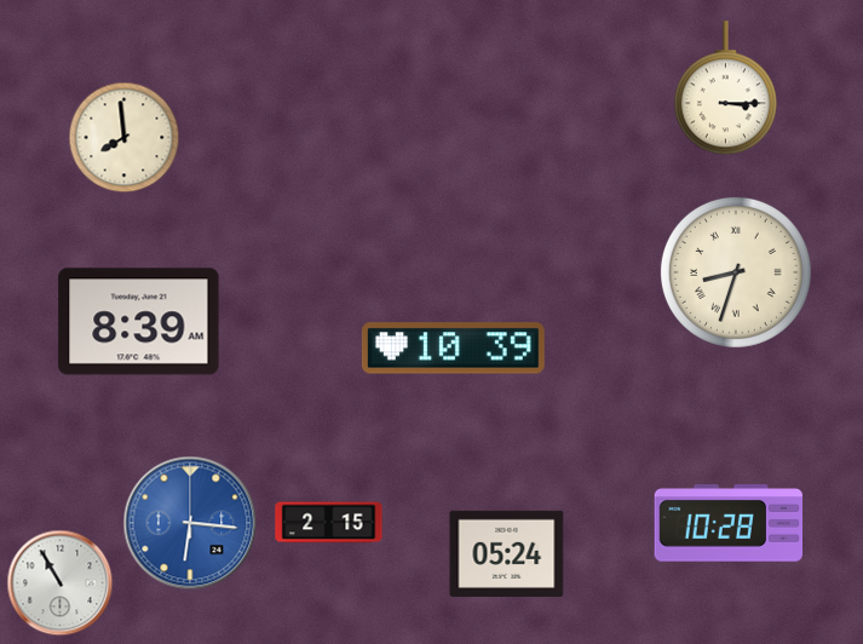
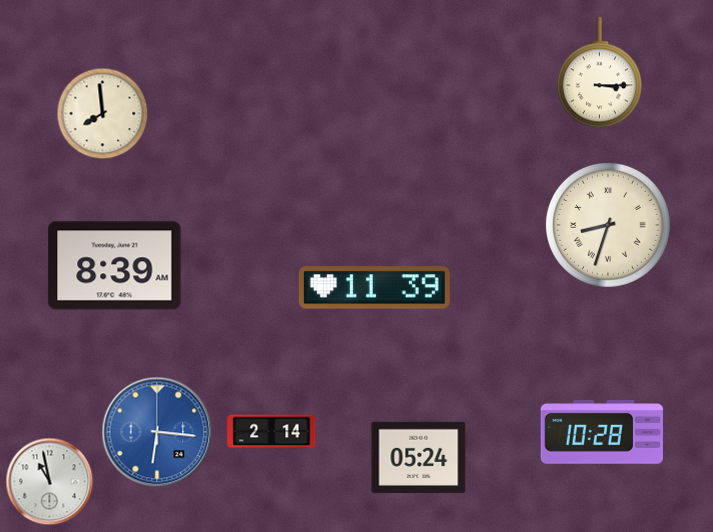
clock at (453, 349): 10:39 -> 11:39
clock at (329, 523): 2:15 -> 2:14
clock at (61, 583): 10:55 -> 10:58
